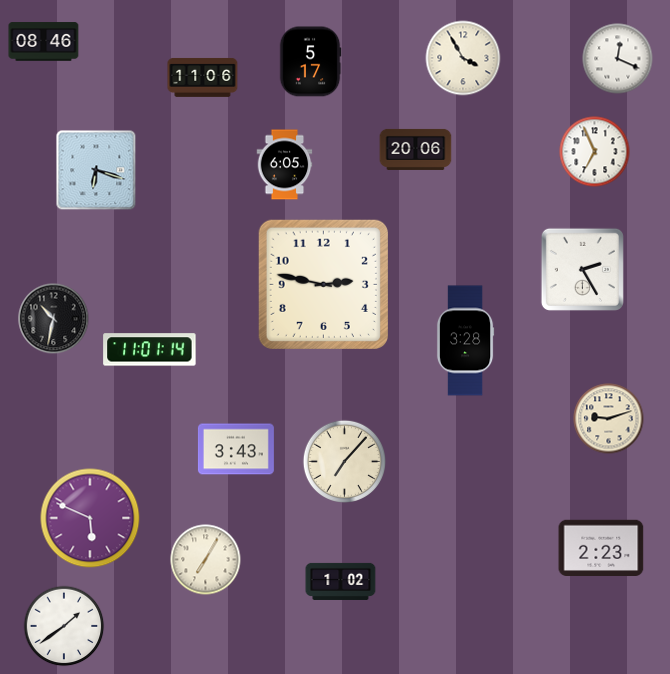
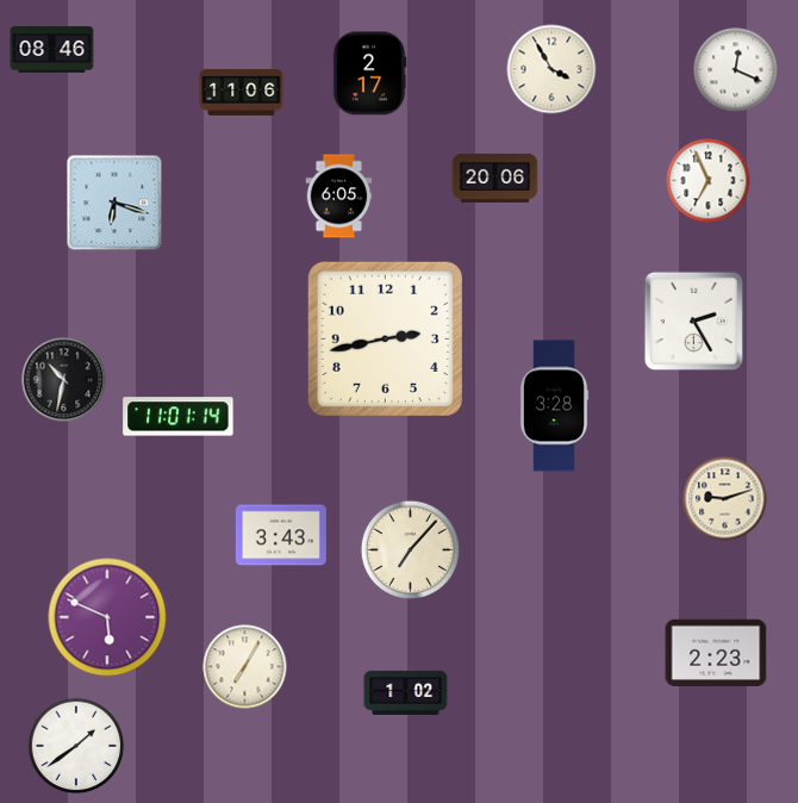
clock at (310, 62): 5:17 -> 2:17
clock at (323, 284): 2:47 -> 2:43
